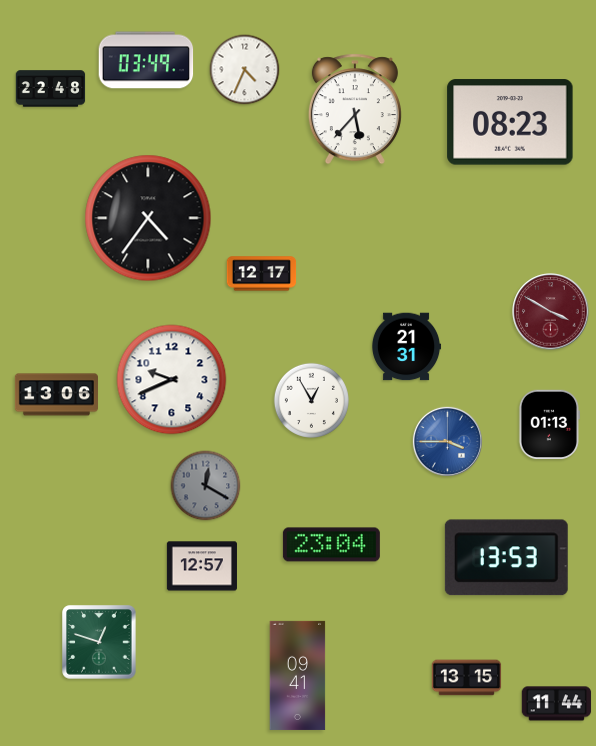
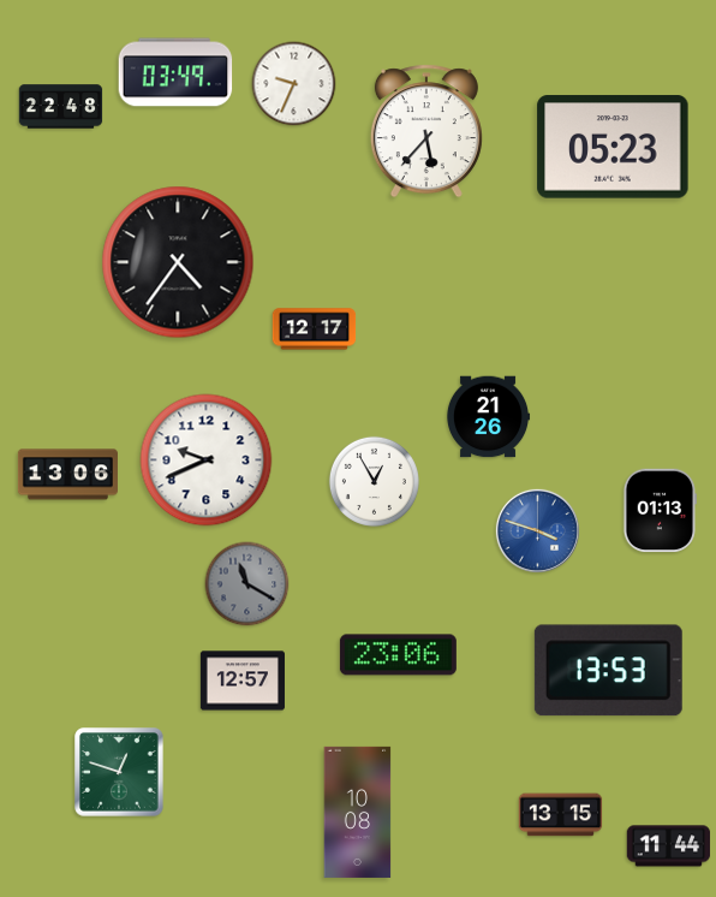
clock at (245, 70): 4:34 -> 9:34
clock at (510, 122): 08:23 -> 05:23
clock at (551, 312): 3:50 -> none
clock at (406, 347): 21:31 -> 21:26
clock at (172, 380) position: (172, 380) -> (207, 461)
clock at (447, 441): 3:45 -> 3:48
clock at (206, 486): 12:20 -> 11:20
clock at (331, 545): 23:04 -> 23:06
clock at (298, 675): 09:41 -> 10:08
